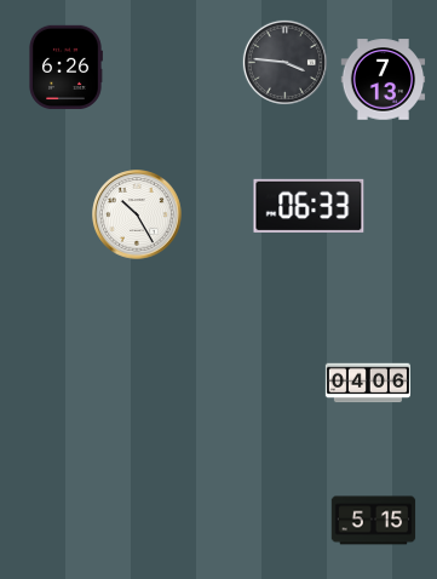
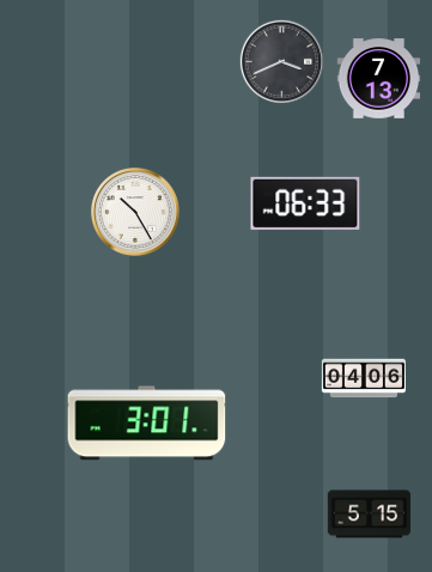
clock at (284, 62): 3:46 -> 3:41
clock at (65, 68): 6:26 -> none
clock at (147, 424): none -> 3:01
